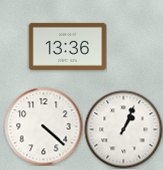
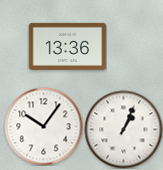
clock at (43, 126): 4:22 -> 10:06
